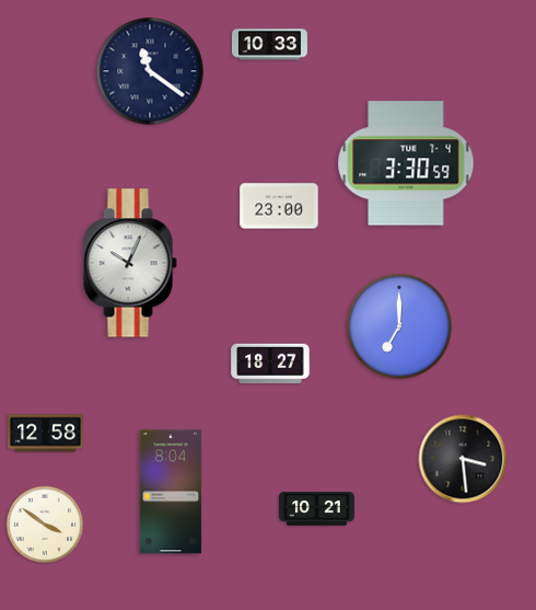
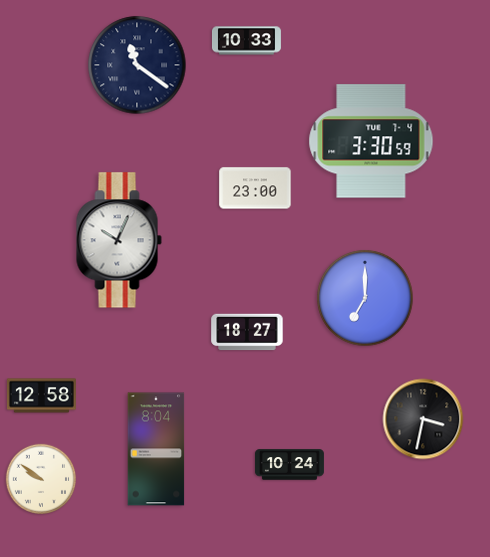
clock at (406, 163) position: (406, 163) -> (371, 141)
clock at (463, 459): 3:29 -> 3:32
clock at (316, 509): 10:21 -> 10:24
clock at (44, 523): 3:51 -> 9:51
